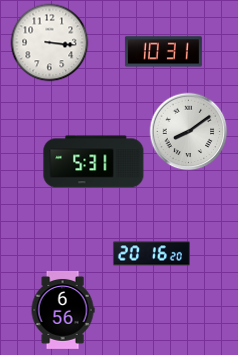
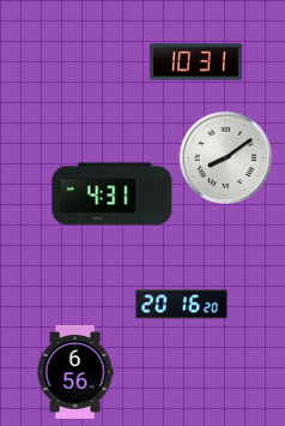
clock at (49, 42): 3:16 -> none
clock at (94, 162): 5:31 -> 4:31
